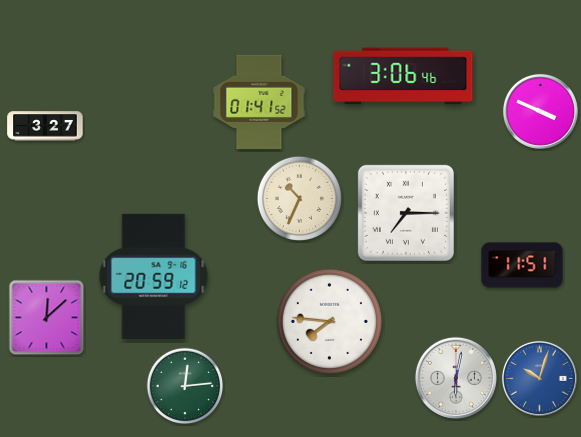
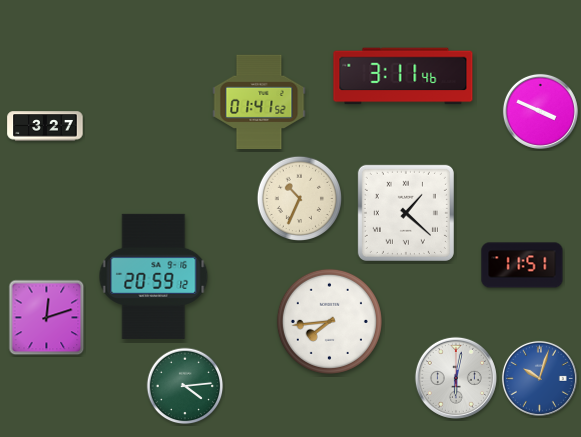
clock at (403, 76): 3:06 -> 3:11
clock at (406, 213): 7:15 -> 1:22
clock at (47, 318): 12:08 -> 12:12
clock at (329, 321): 7:46 -> 7:44
clock at (185, 386): 12:14 -> 4:14
